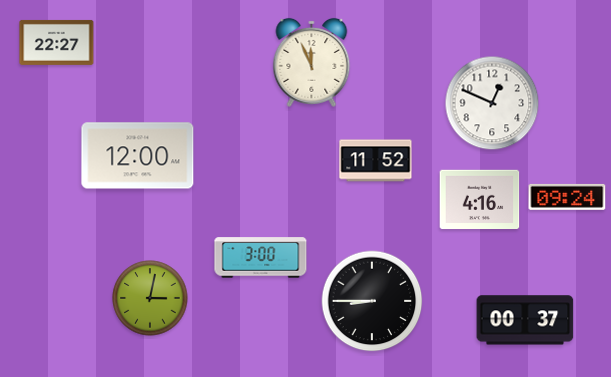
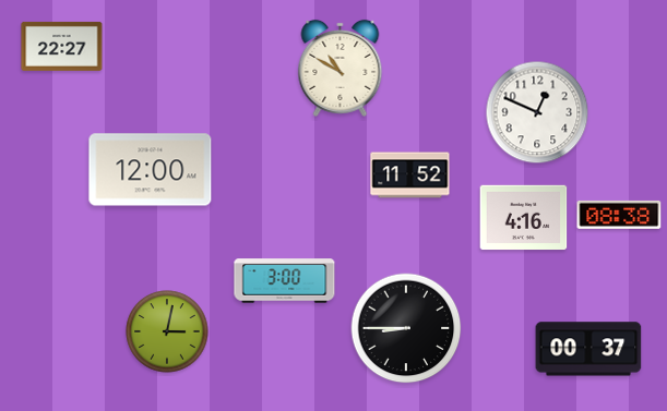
clock at (312, 62): 11:56 -> 10:50
clock at (567, 197): 09:24 -> 08:38
clock at (150, 298) position: (150, 298) -> (167, 331)
clock at (525, 320) position: (525, 320) -> (588, 349)
